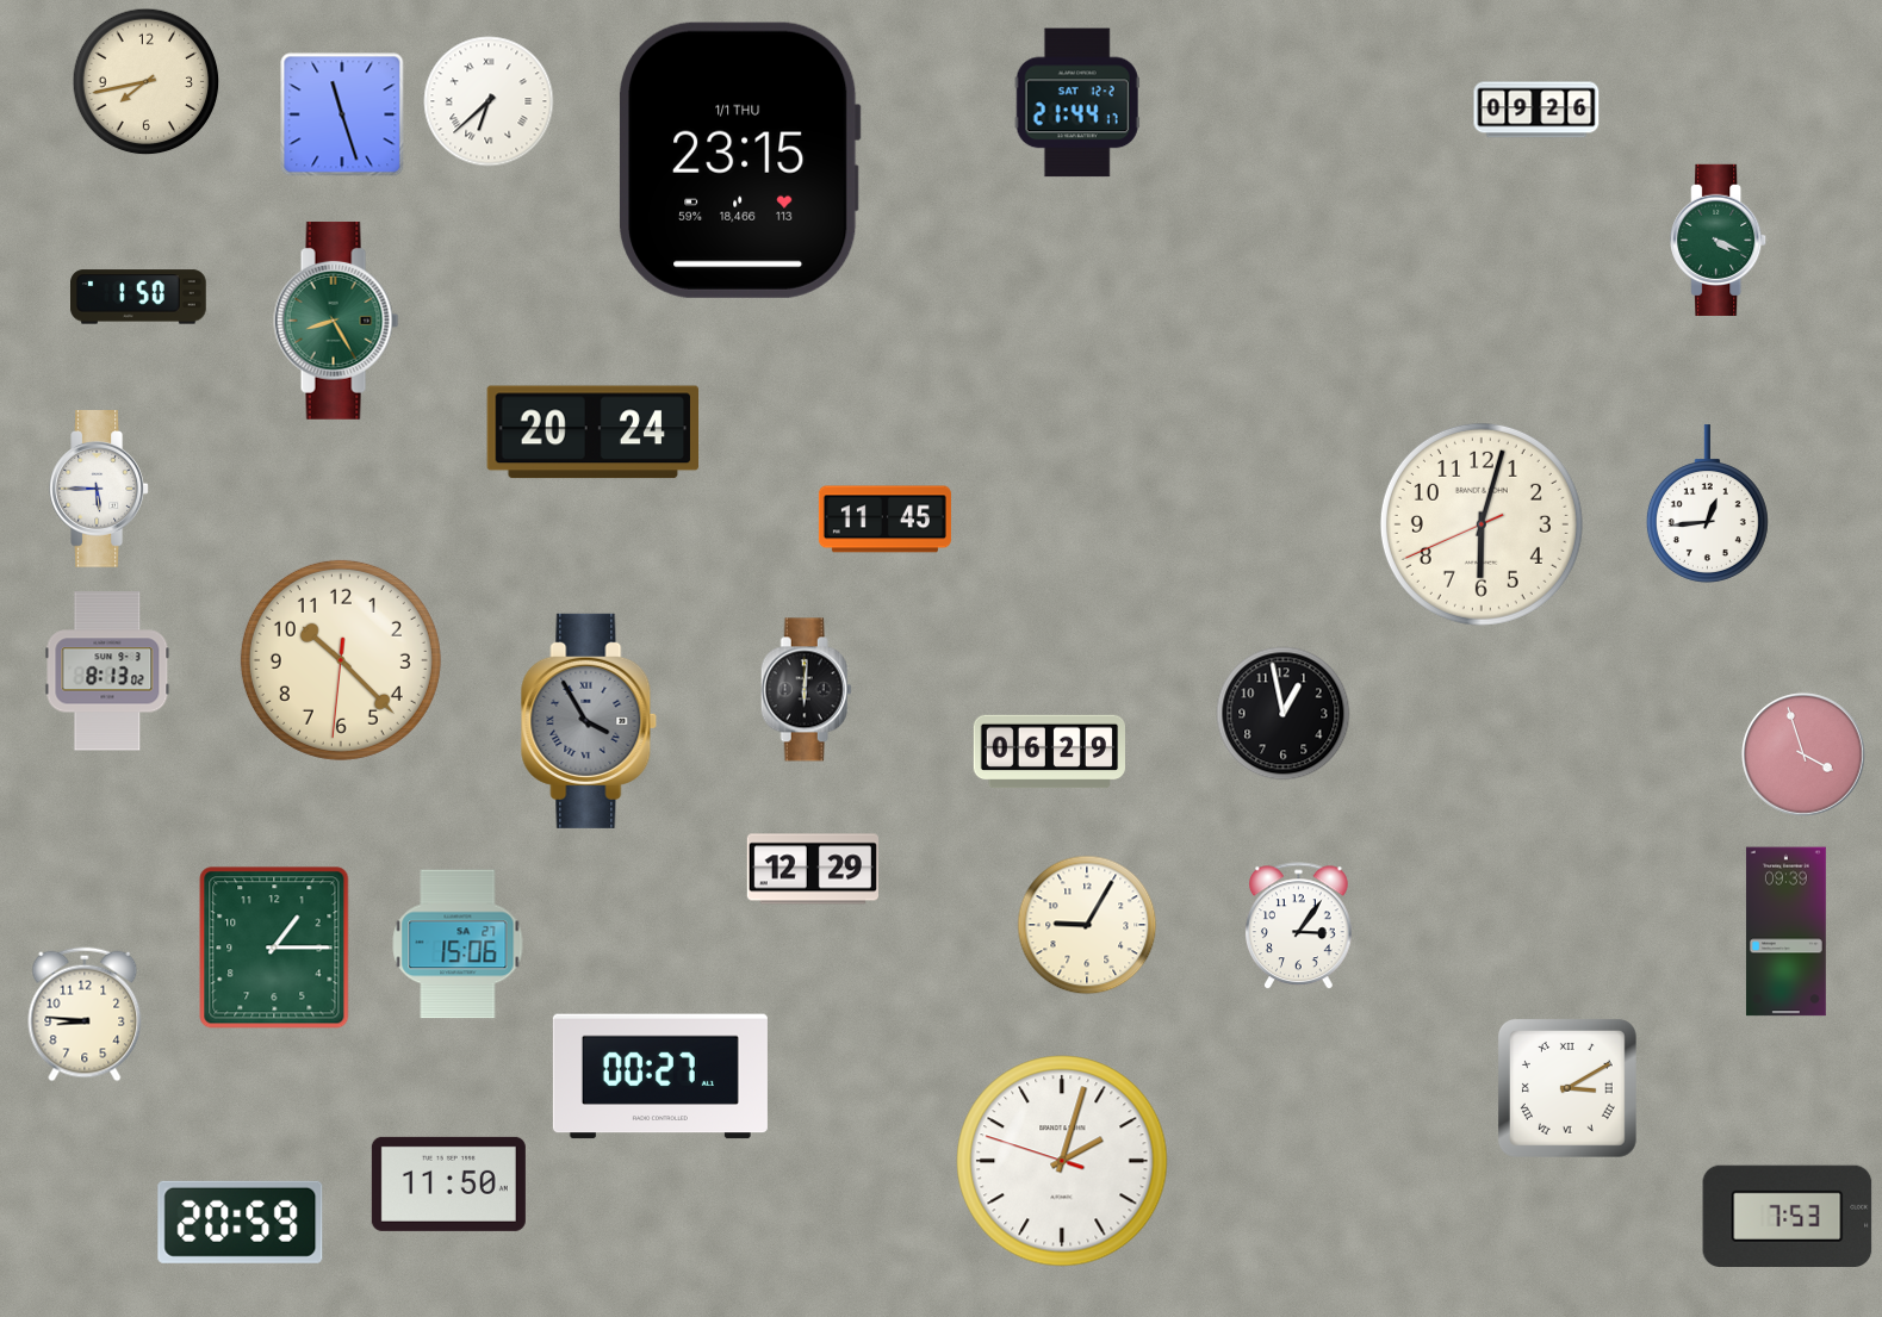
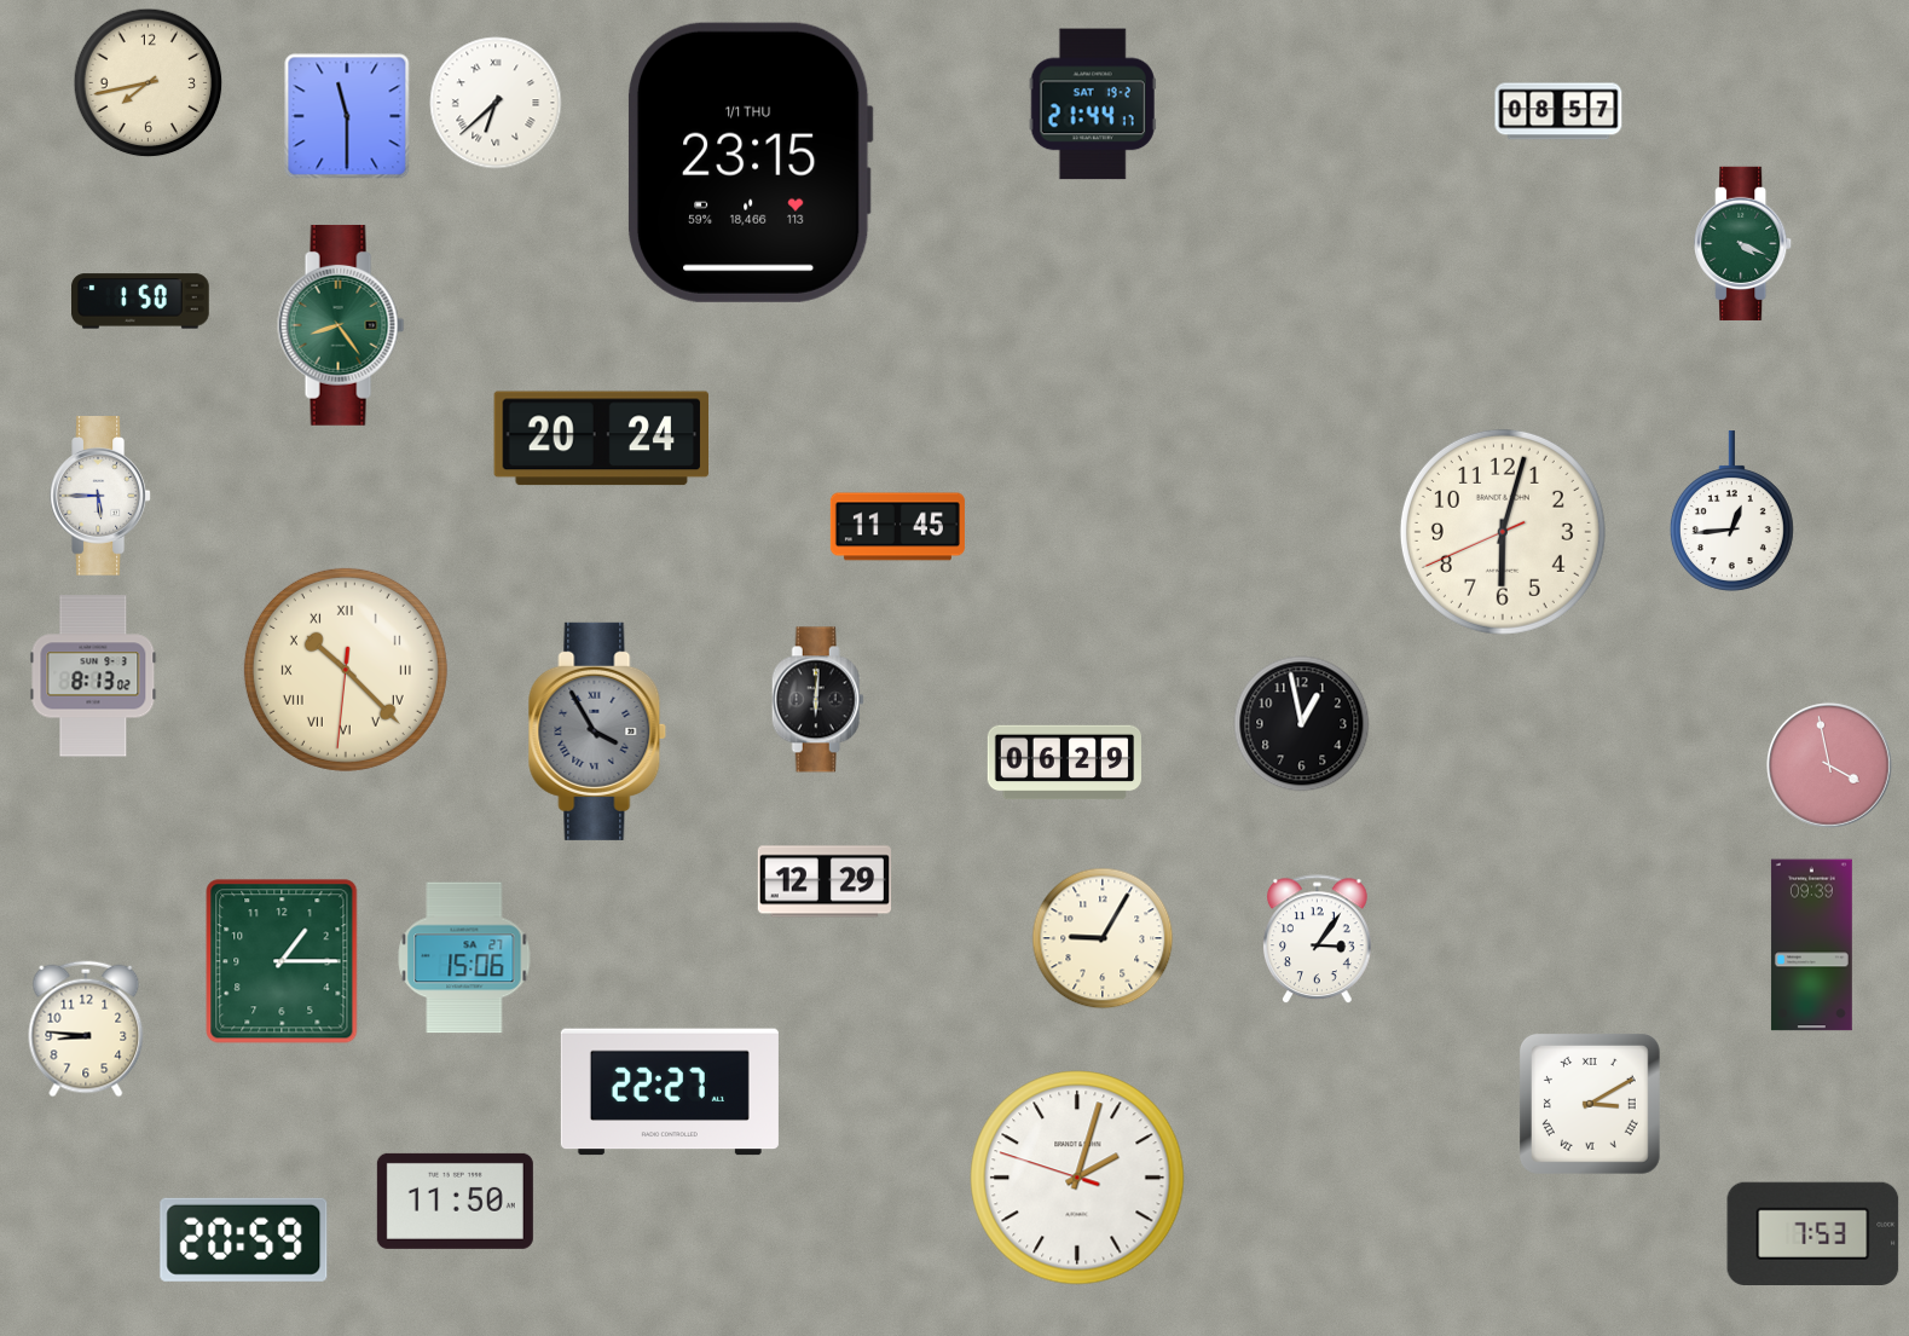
clock at (1077, 102) date: SAT 12-2 -> SAT 19-2
clock at (1536, 110): 09:26 -> 08:57
clock at (342, 114): 11:27 -> 11:30
clock at (336, 321): 8:25 -> 8:24
clock at (341, 660) numerals: Arabic -> Roman
clock at (107, 671) position: (107, 671) -> (93, 676)
clock at (1805, 756): 3:57 -> 3:58
clock at (274, 948) position: (274, 948) -> (282, 961)
clock at (660, 1076): 00:27 -> 22:27
